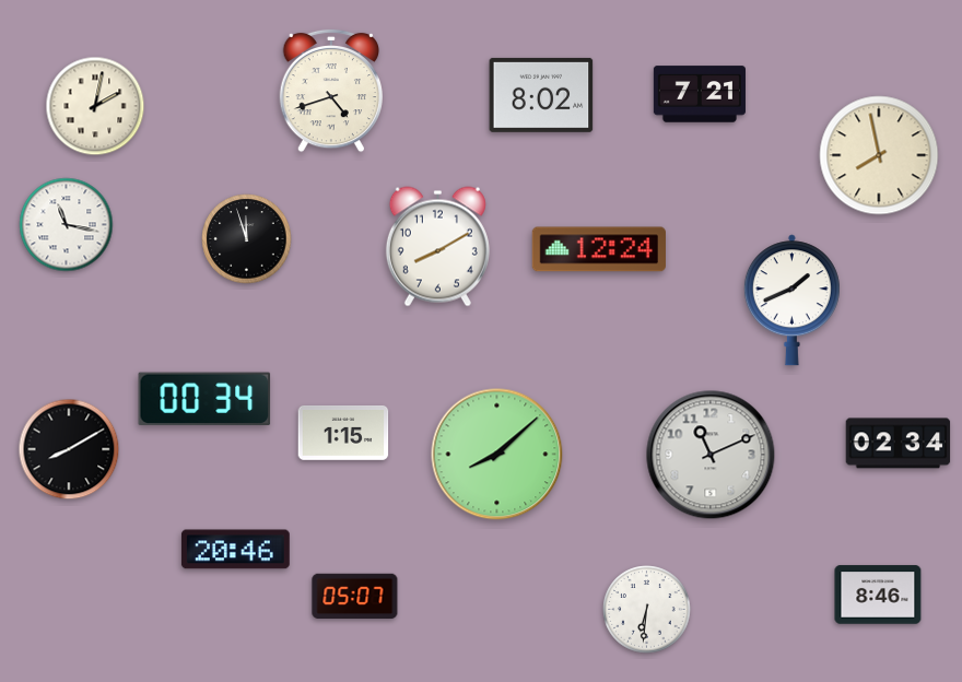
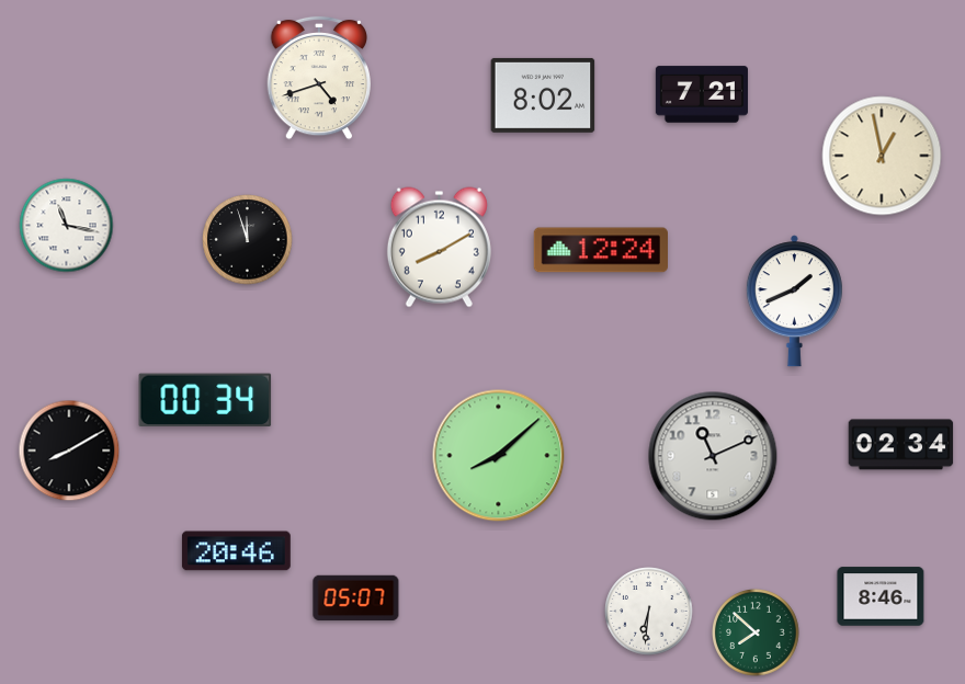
clock at (330, 91) position: (330, 91) -> (318, 78)
clock at (95, 106): 2:02 -> none
clock at (879, 155): 7:58 -> 12:58
clock at (343, 433): 1:15 -> none
clock at (757, 634): none -> 7:52
